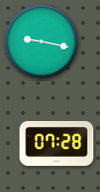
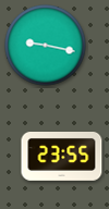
clock at (57, 144): 07:28 -> 23:55
